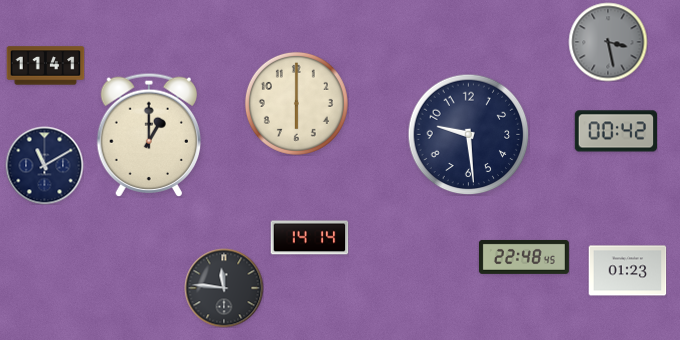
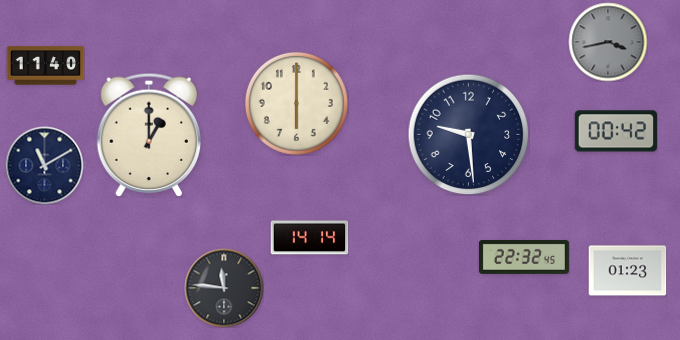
clock at (608, 42): 3:28 -> 3:43
clock at (45, 66): 11:41 -> 11:40
clock at (524, 257): 22:48 -> 22:32
